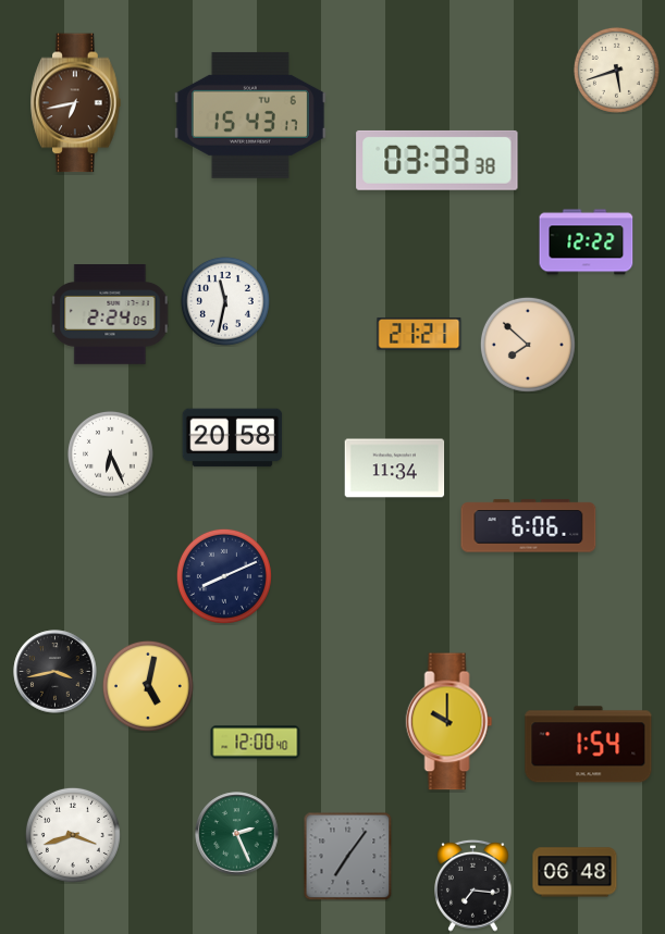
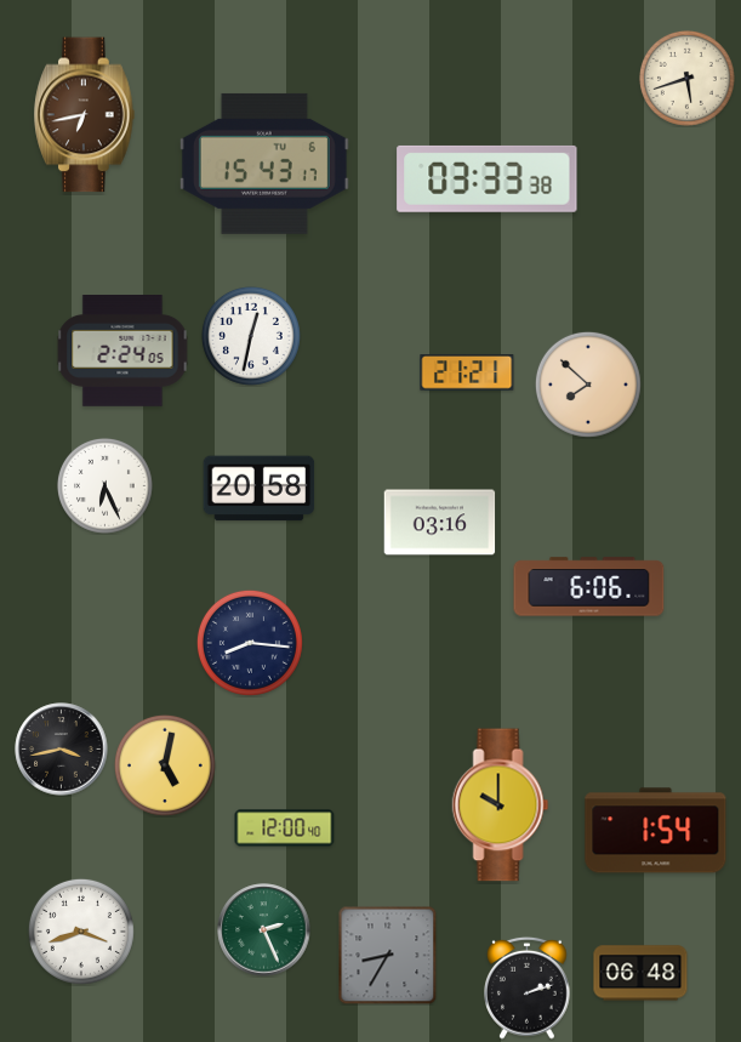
clock at (250, 115) position: (250, 115) -> (264, 164)
clock at (587, 242): 12:22 -> none
clock at (225, 301): 11:32 -> 12:32
clock at (110, 453) position: (110, 453) -> (104, 485)
clock at (395, 469): 11:34 -> 03:16
clock at (224, 576): 8:11 -> 8:16
clock at (347, 856): 7:06 -> 8:35
clock at (473, 885): 7:16 -> 2:12
